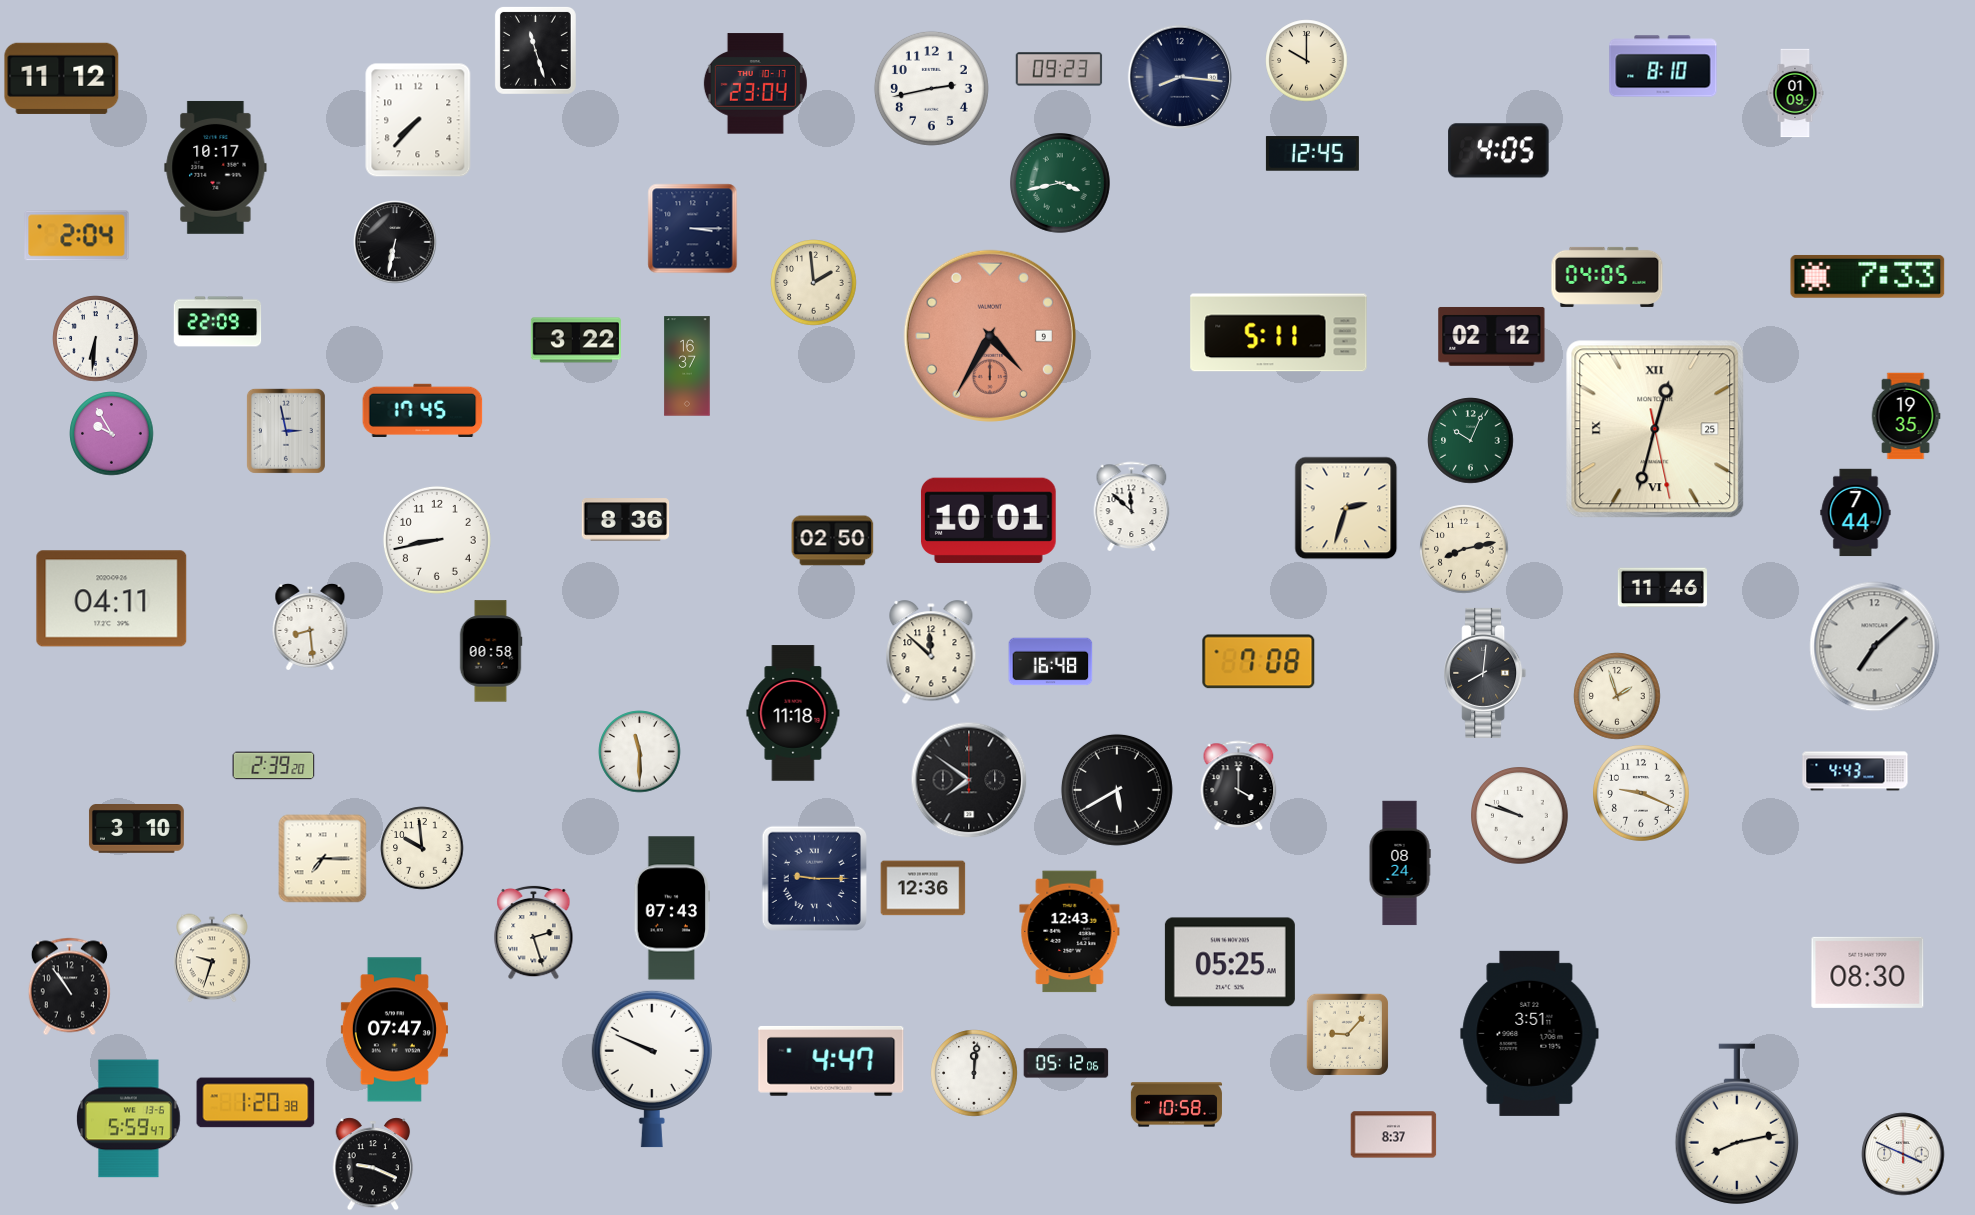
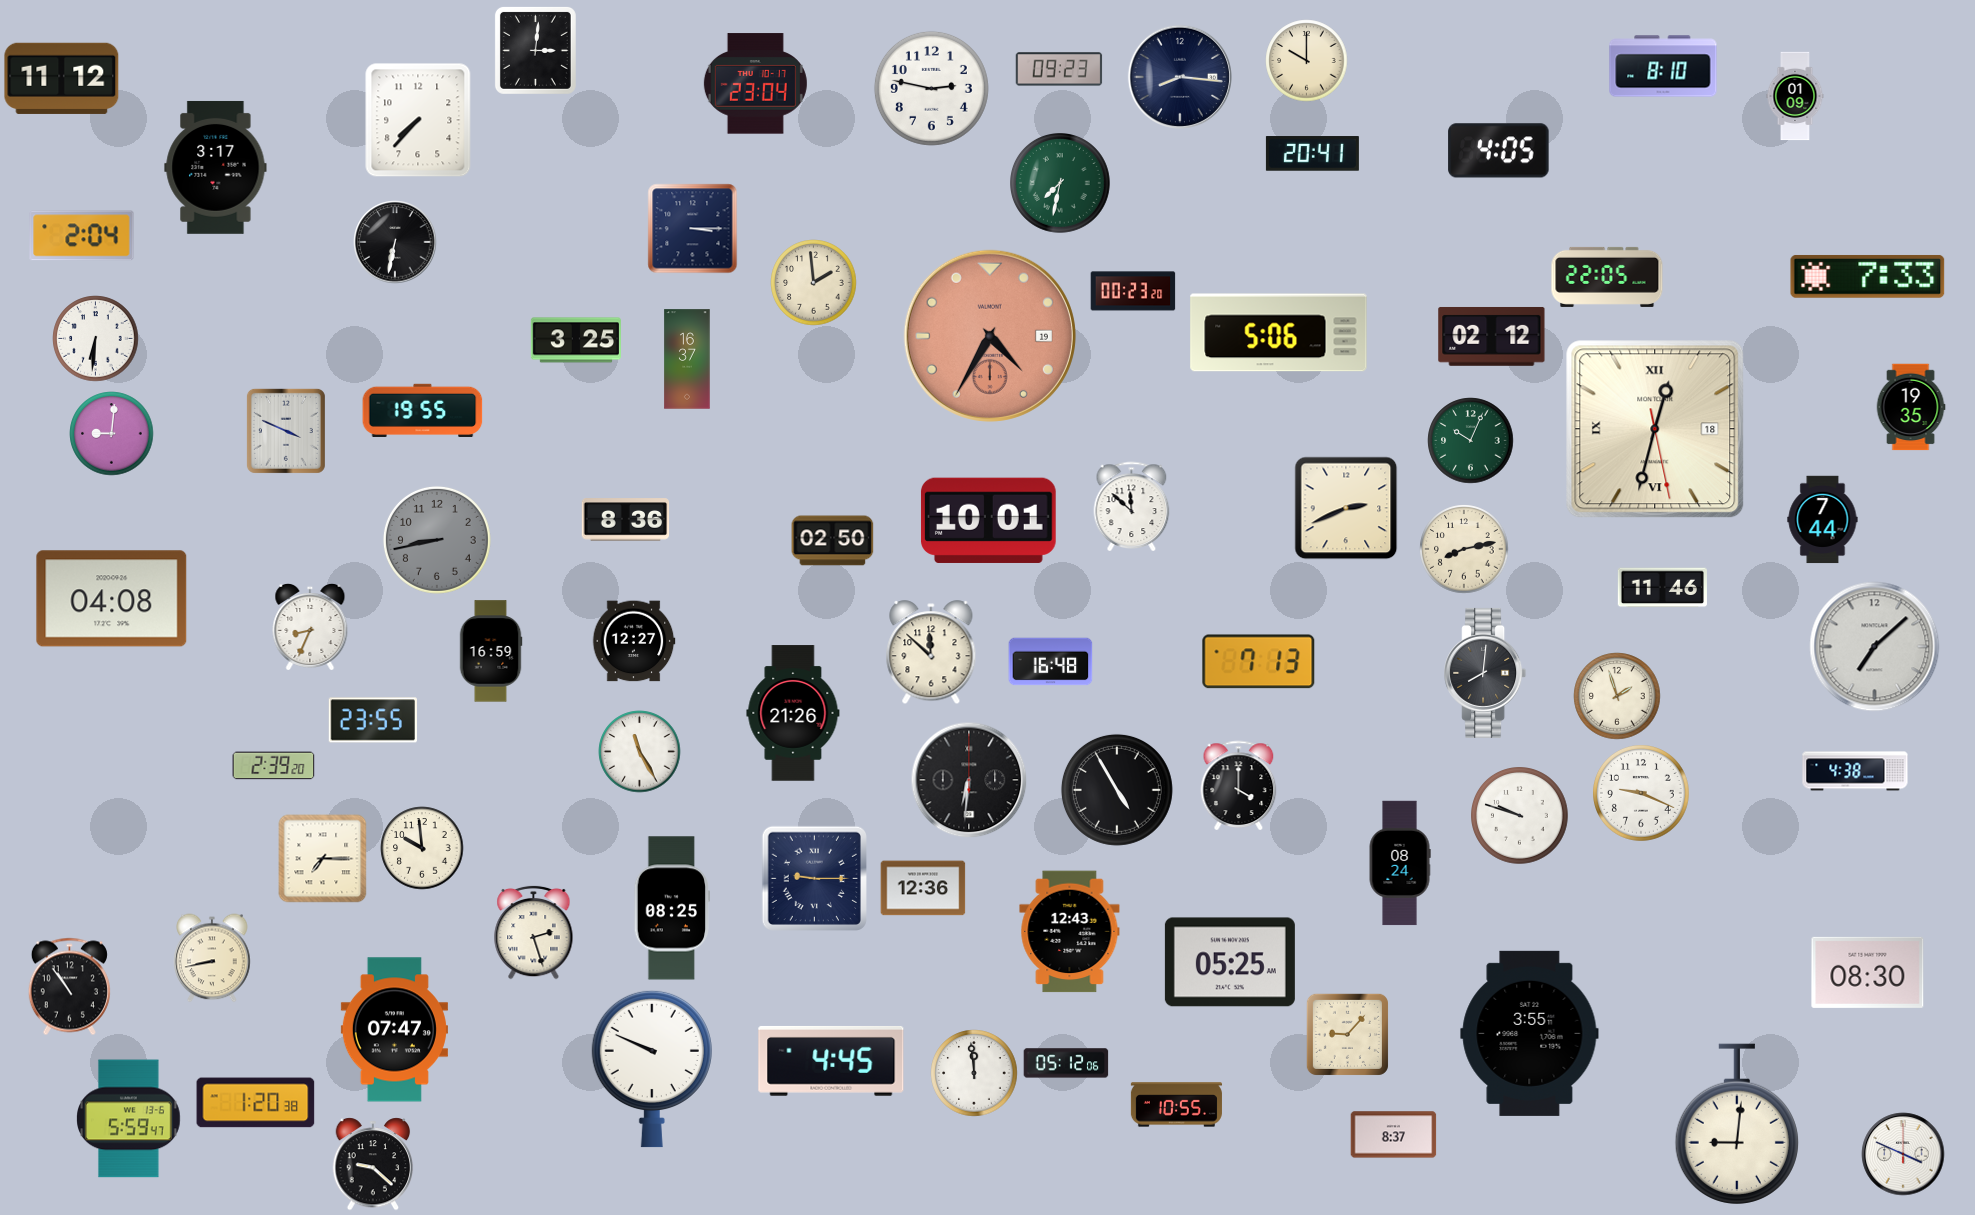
clock at (535, 50): 11:27 -> 3:01
clock at (931, 88): 2:43 -> 2:47
clock at (1795, 93) position: (1795, 93) -> (1795, 96)
clock at (1312, 154): 12:45 -> 20:41
clock at (216, 167): 10:17 -> 3:17
clock at (1061, 184): 3:43 -> 7:32
clock at (77, 236) position: (77, 236) -> (82, 236)
clock at (1607, 277): 04:05 -> 22:05
clock at (1133, 291): none -> 00:23
clock at (218, 322): 22:09 -> none
clock at (1279, 333): 5:11 -> 5:06
clock at (990, 336) date: 9 -> 19
clock at (576, 340): 3:22 -> 3:25
clock at (687, 366) position: (687, 366) -> (687, 359)
clock at (423, 410): 17:45 -> 19:55
clock at (1906, 416) position: (1906, 416) -> (1911, 407)
clock at (1655, 429) date: 25 -> 18
clock at (286, 431): 2:58 -> 3:49
clock at (112, 434): 9:55 -> 9:01
clock at (1346, 508): 2:33 -> 2:41
clock at (1856, 513) position: (1856, 513) -> (1823, 520)
clock at (437, 540) dial: white -> grey
clock at (112, 599): 04:11 -> 04:08
clock at (310, 627): 8:29 -> 8:34
clock at (634, 641): none -> 12:27
clock at (491, 651): 00:58 -> 16:59
clock at (1259, 662): 7:08 -> 7:13
clock at (793, 713): 11:18 -> 21:26
clock at (373, 720): none -> 23:55
clock at (640, 752): 11:30 -> 11:25
clock at (1855, 771): 4:43 -> 4:38
clock at (969, 780): 7:51 -> 6:31
clock at (1117, 790): 5:40 -> 4:55
clock at (136, 829): 3:10 -> none
clock at (672, 908): 07:43 -> 08:25
clock at (212, 958): 9:33 -> 8:43
clock at (1530, 1033): 3:51 -> 3:55
clock at (831, 1061): 4:47 -> 4:45
clock at (974, 1073): 12:01 -> 11:59
clock at (1176, 1105): 10:58 -> 10:55
clock at (1737, 1124): 8:13 -> 9:01
clock at (373, 1164): 9:19 -> 9:22
